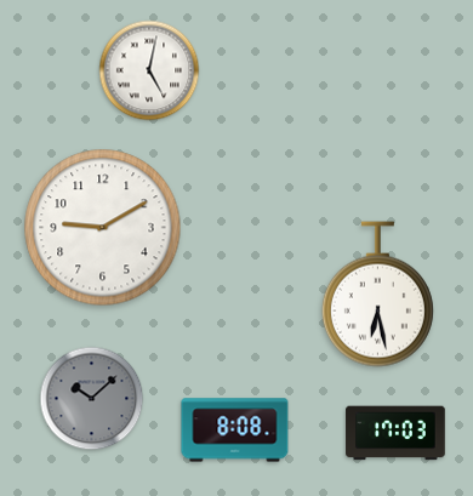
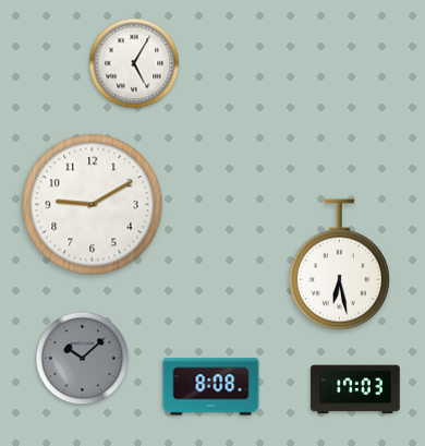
clock at (149, 70): 5:02 -> 5:05
